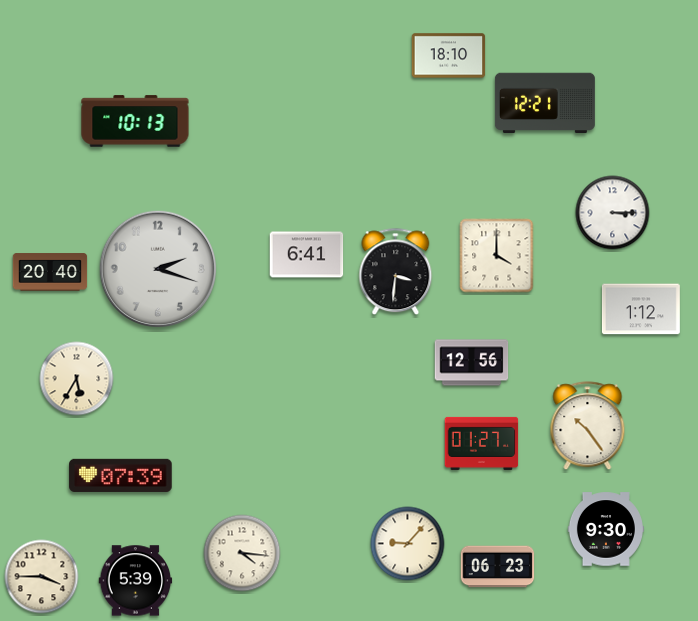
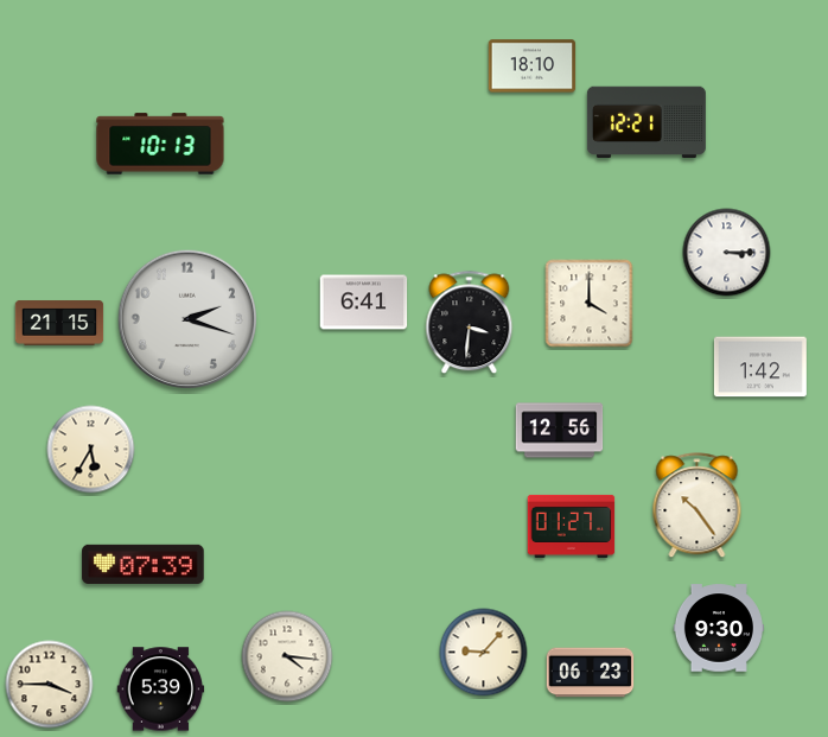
clock at (50, 272): 20:40 -> 21:15
clock at (641, 309): 1:12 -> 1:42
clock at (408, 544) position: (408, 544) -> (484, 653)
